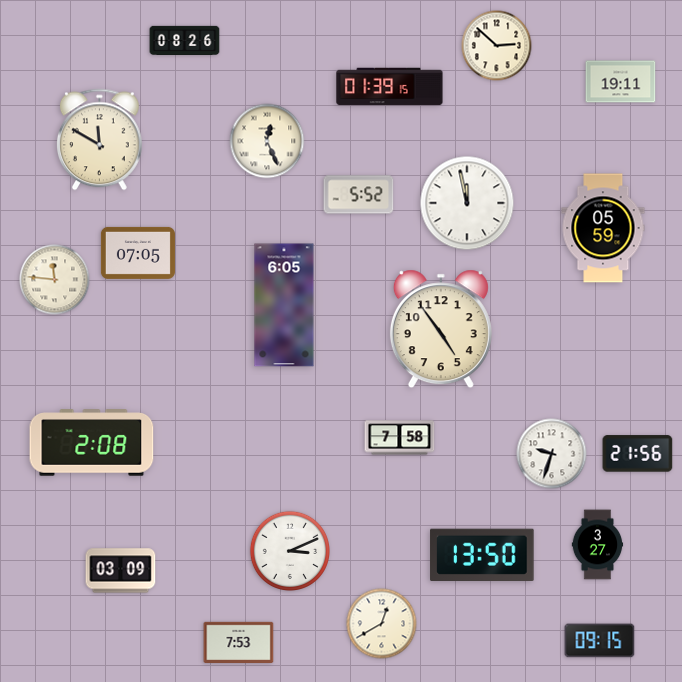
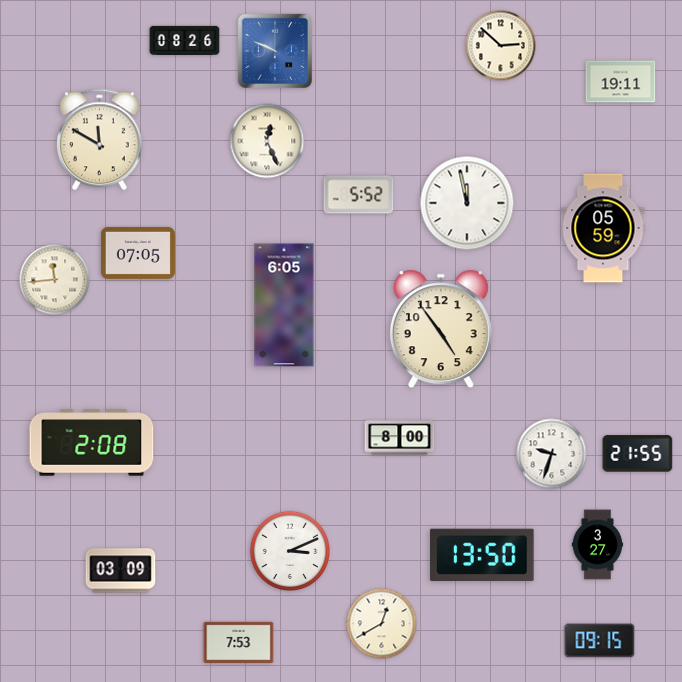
clock at (497, 46) position: (497, 46) -> (501, 46)
clock at (274, 50): none -> 9:49
clock at (390, 87): 01:39 -> none
clock at (55, 280): 11:46 -> 11:44
clock at (400, 438): 7:58 -> 8:00
clock at (638, 454): 21:56 -> 21:55
